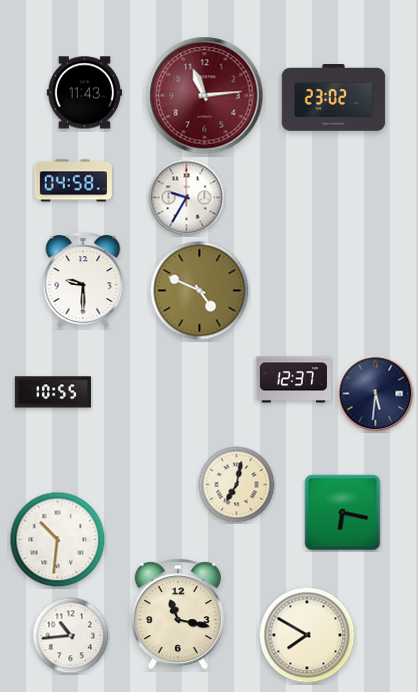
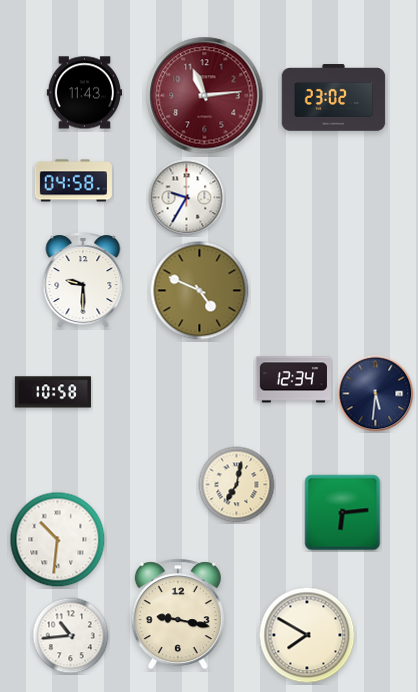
clock at (293, 380): 12:37 -> 12:34
clock at (53, 392): 10:55 -> 10:58
clock at (343, 513): 6:17 -> 6:14
clock at (178, 614): 11:17 -> 9:17
